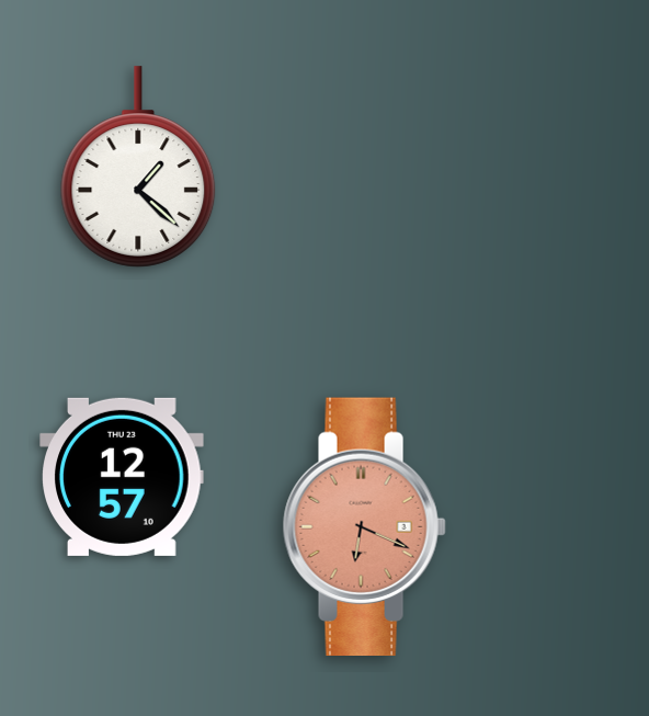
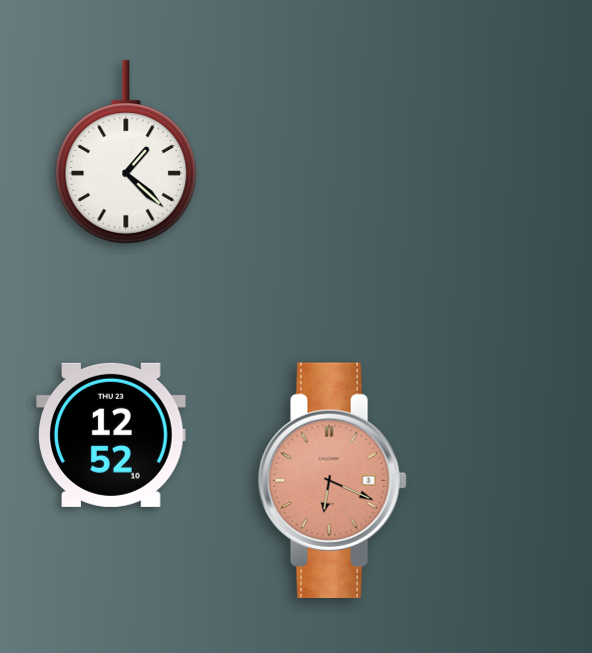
clock at (122, 477): 12:57 -> 12:52
